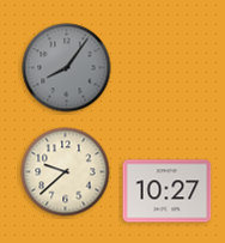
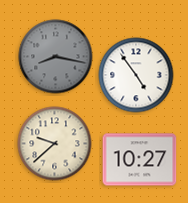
clock at (67, 68): 8:06 -> 8:17
clock at (136, 75): none -> 4:54
